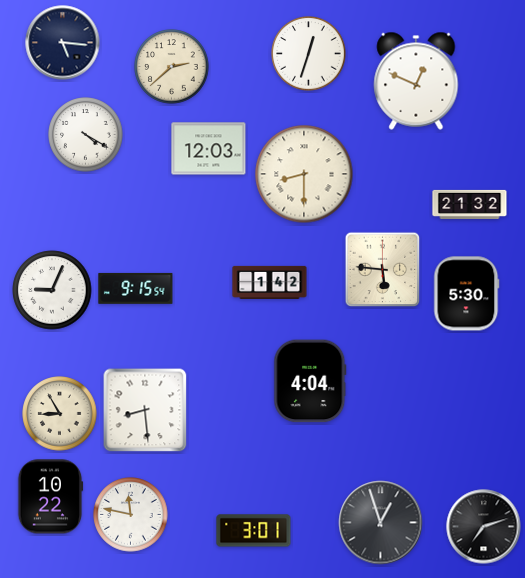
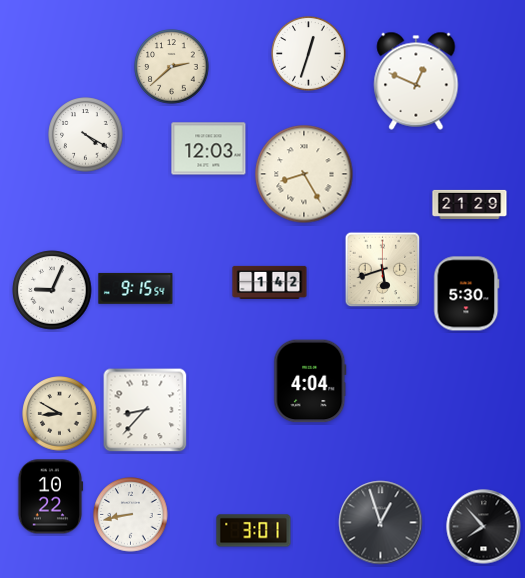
clock at (63, 43): 5:16 -> none
clock at (304, 174): 8:30 -> 8:25
clock at (470, 204): 21:32 -> 21:29
clock at (383, 270): 5:46 -> 5:42
clock at (145, 410): 8:29 -> 8:37
clock at (60, 414): 8:55 -> 8:50
clock at (131, 515): 11:47 -> 8:43
clock at (484, 527): 7:12 -> 7:53
